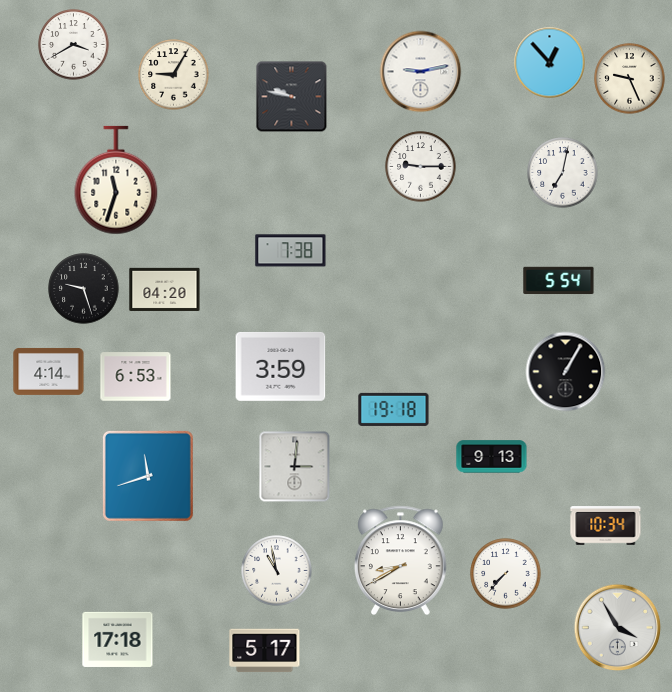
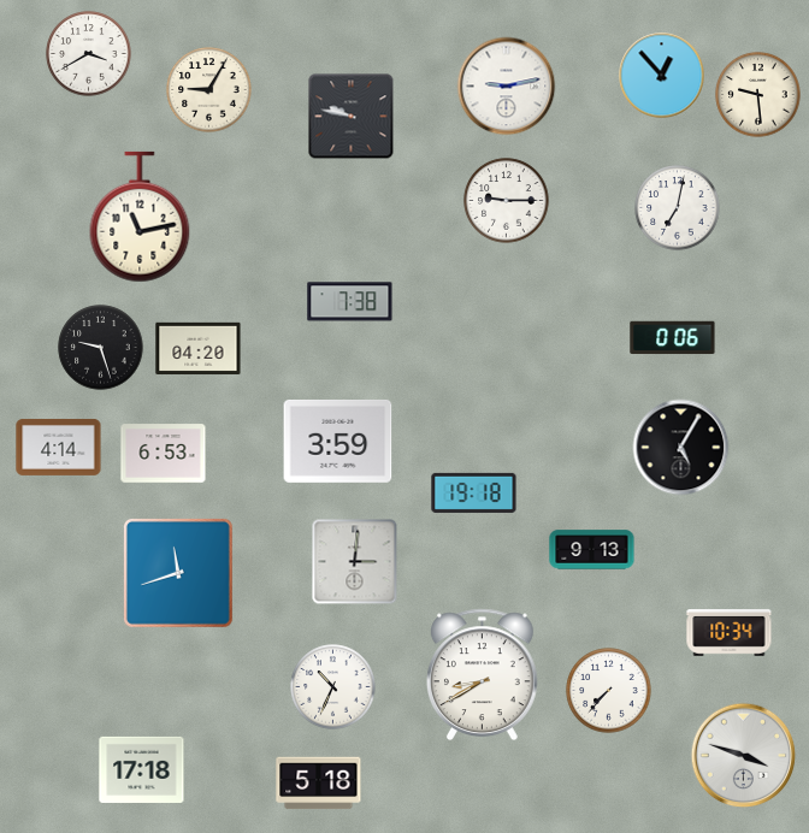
clock at (630, 79): 9:26 -> 9:29
clock at (116, 180): 11:33 -> 11:13
clock at (559, 281): 5:54 -> 0:06
clock at (566, 372): 1:05 -> 5:05
clock at (277, 571): 10:58 -> 10:34
clock at (618, 628): 3:55 -> 3:48
clock at (265, 651): 5:17 -> 5:18
